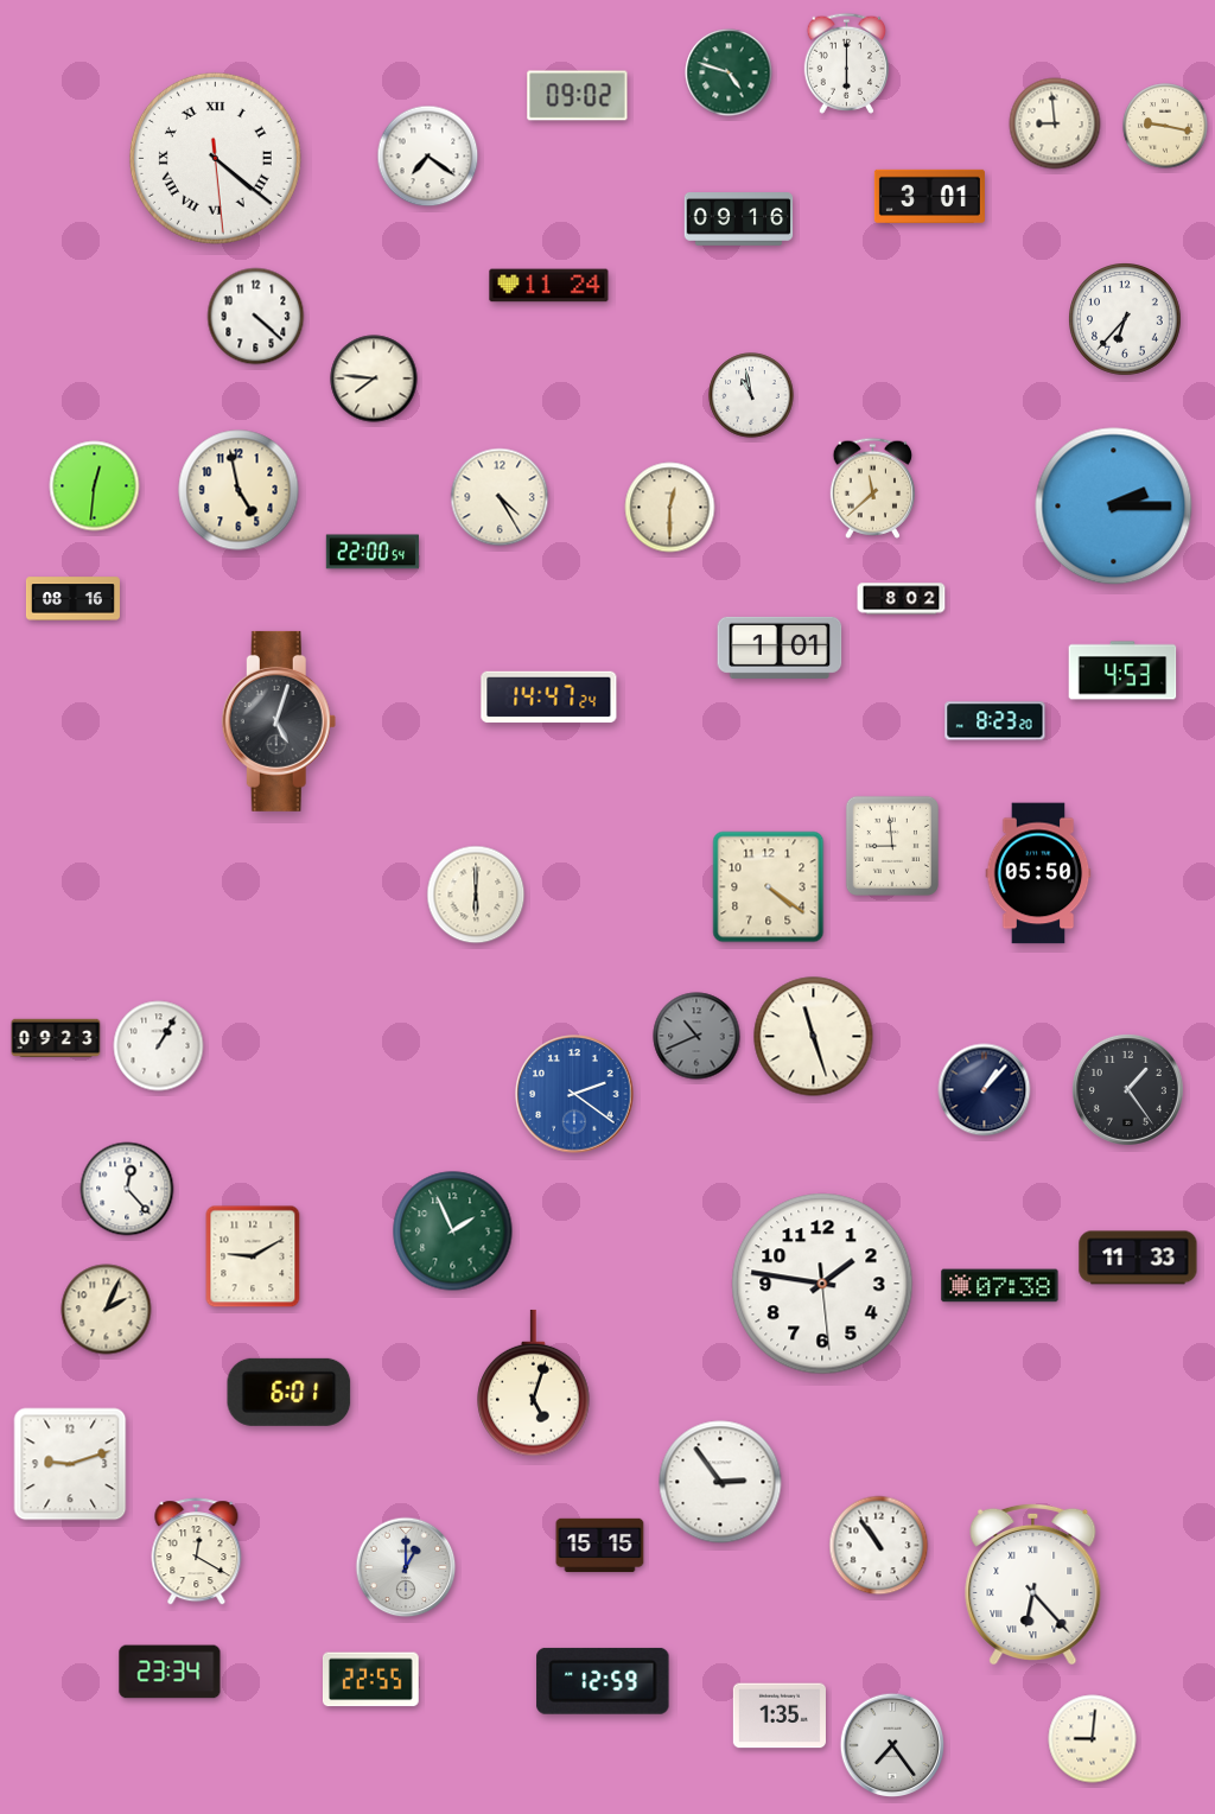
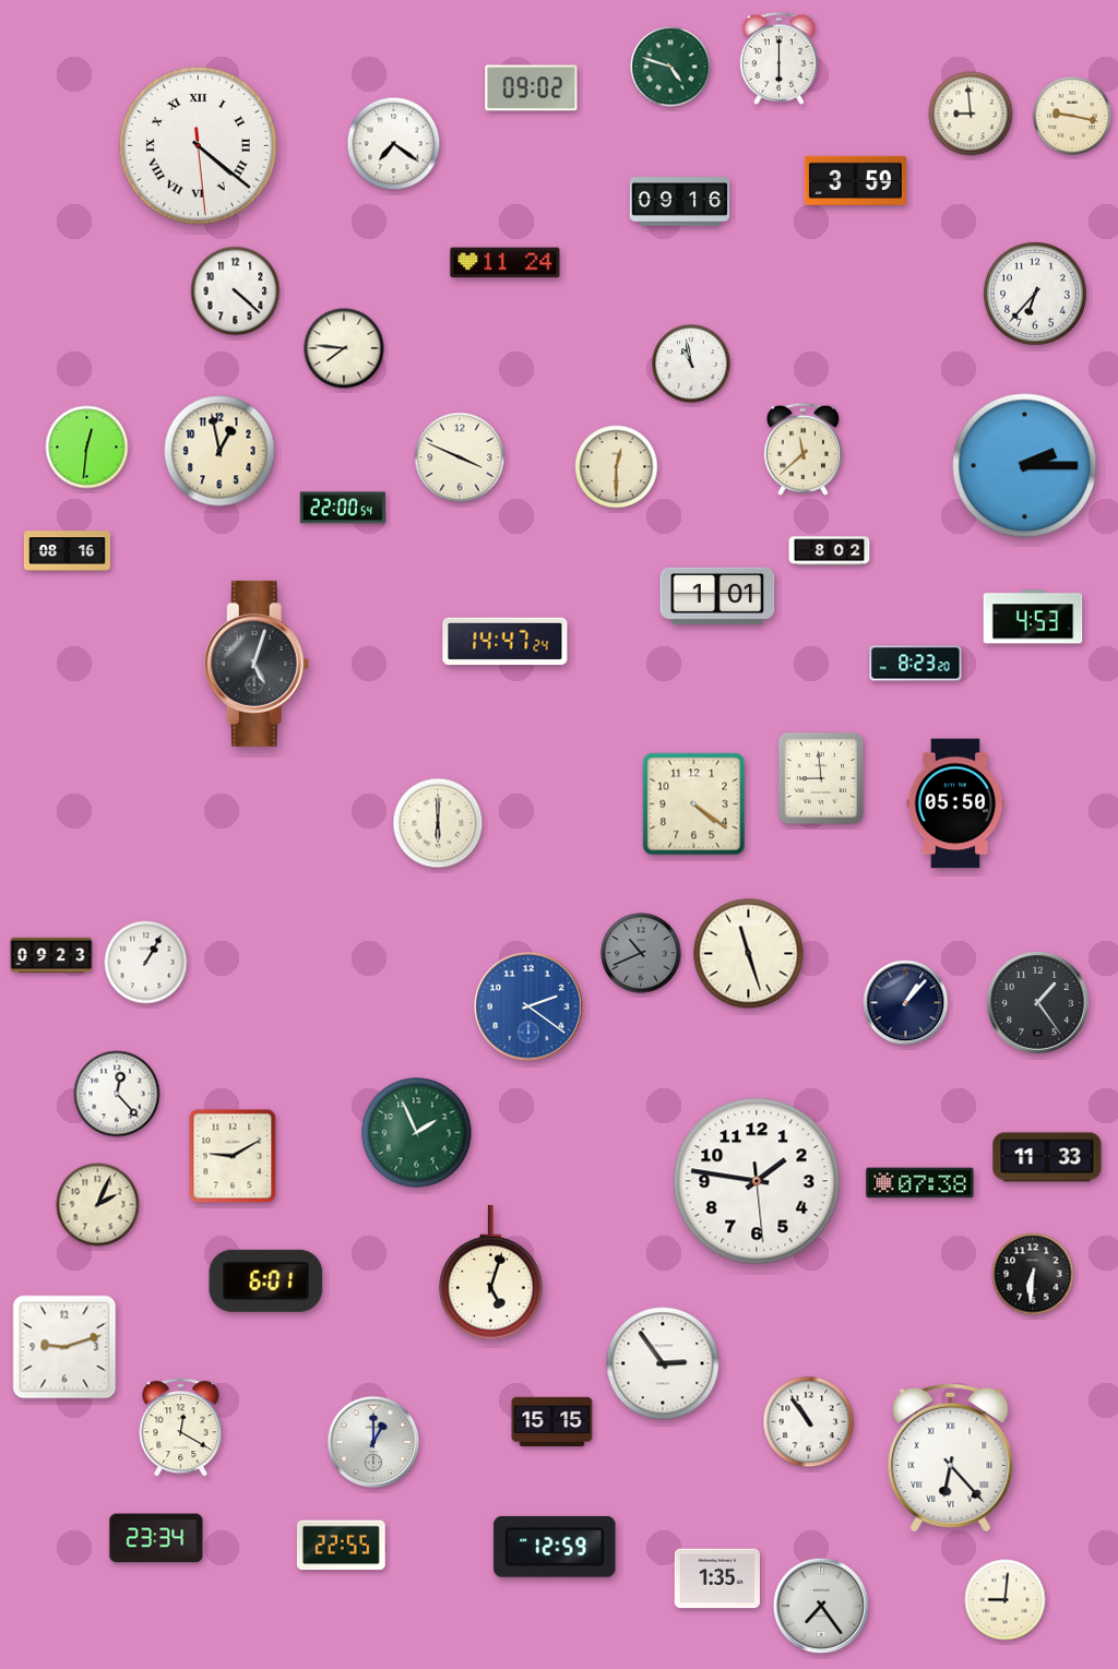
clock at (929, 196): 3:01 -> 3:59
clock at (238, 490): 4:58 -> 12:58
clock at (500, 497): 4:25 -> 3:49
clock at (769, 887) position: (769, 887) -> (694, 804)
clock at (1033, 1274): none -> 6:31
